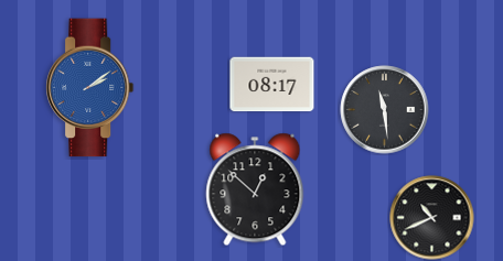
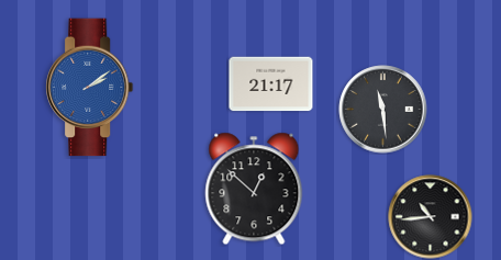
clock at (272, 85): 08:17 -> 21:17
clock at (432, 218): 10:41 -> 10:44
